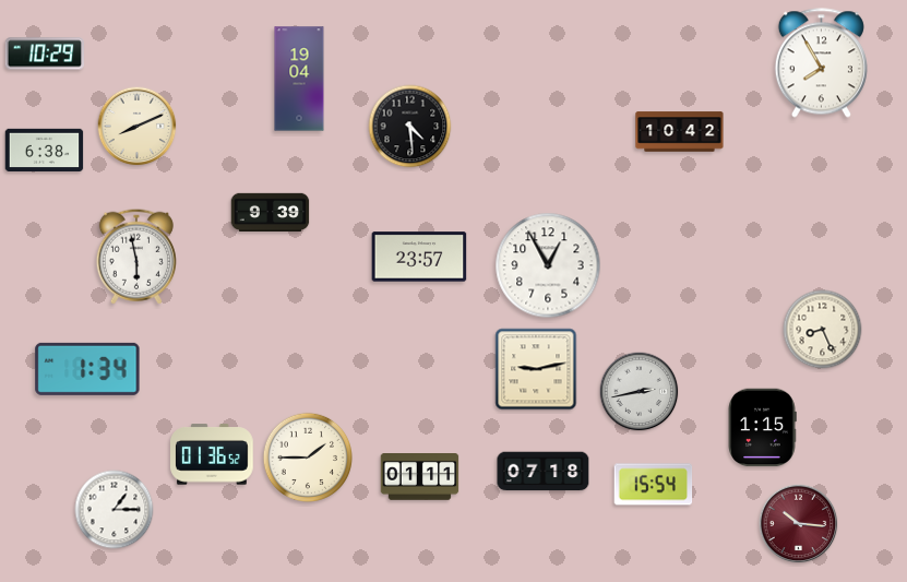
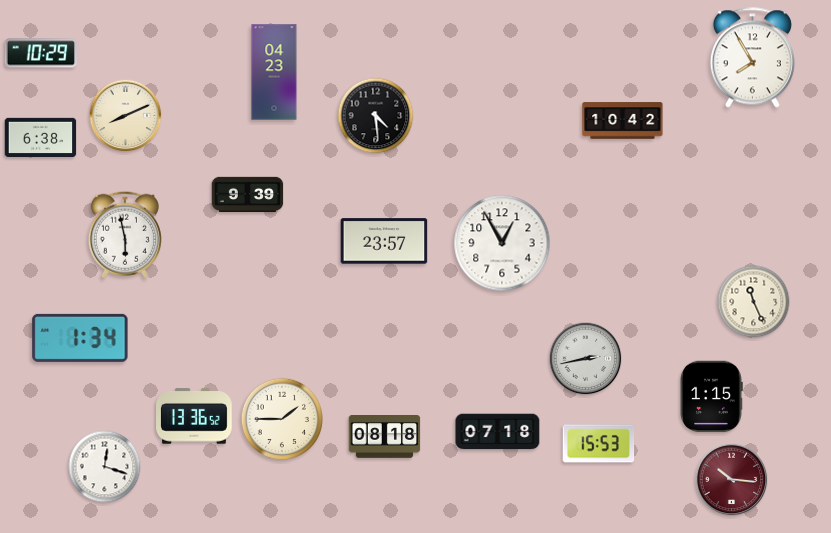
clock at (44, 54) position: (44, 54) -> (40, 53)
clock at (299, 79): 19:04 -> 04:23
clock at (419, 257) position: (419, 257) -> (384, 241)
clock at (823, 330): 8:26 -> 11:26
clock at (536, 369): 9:13 -> none
clock at (762, 428) position: (762, 428) -> (711, 397)
clock at (213, 454): 01:36 -> 13:36
clock at (420, 477): 01:11 -> 08:18
clock at (654, 485): 15:54 -> 15:53
clock at (115, 510): 1:15 -> 12:18
